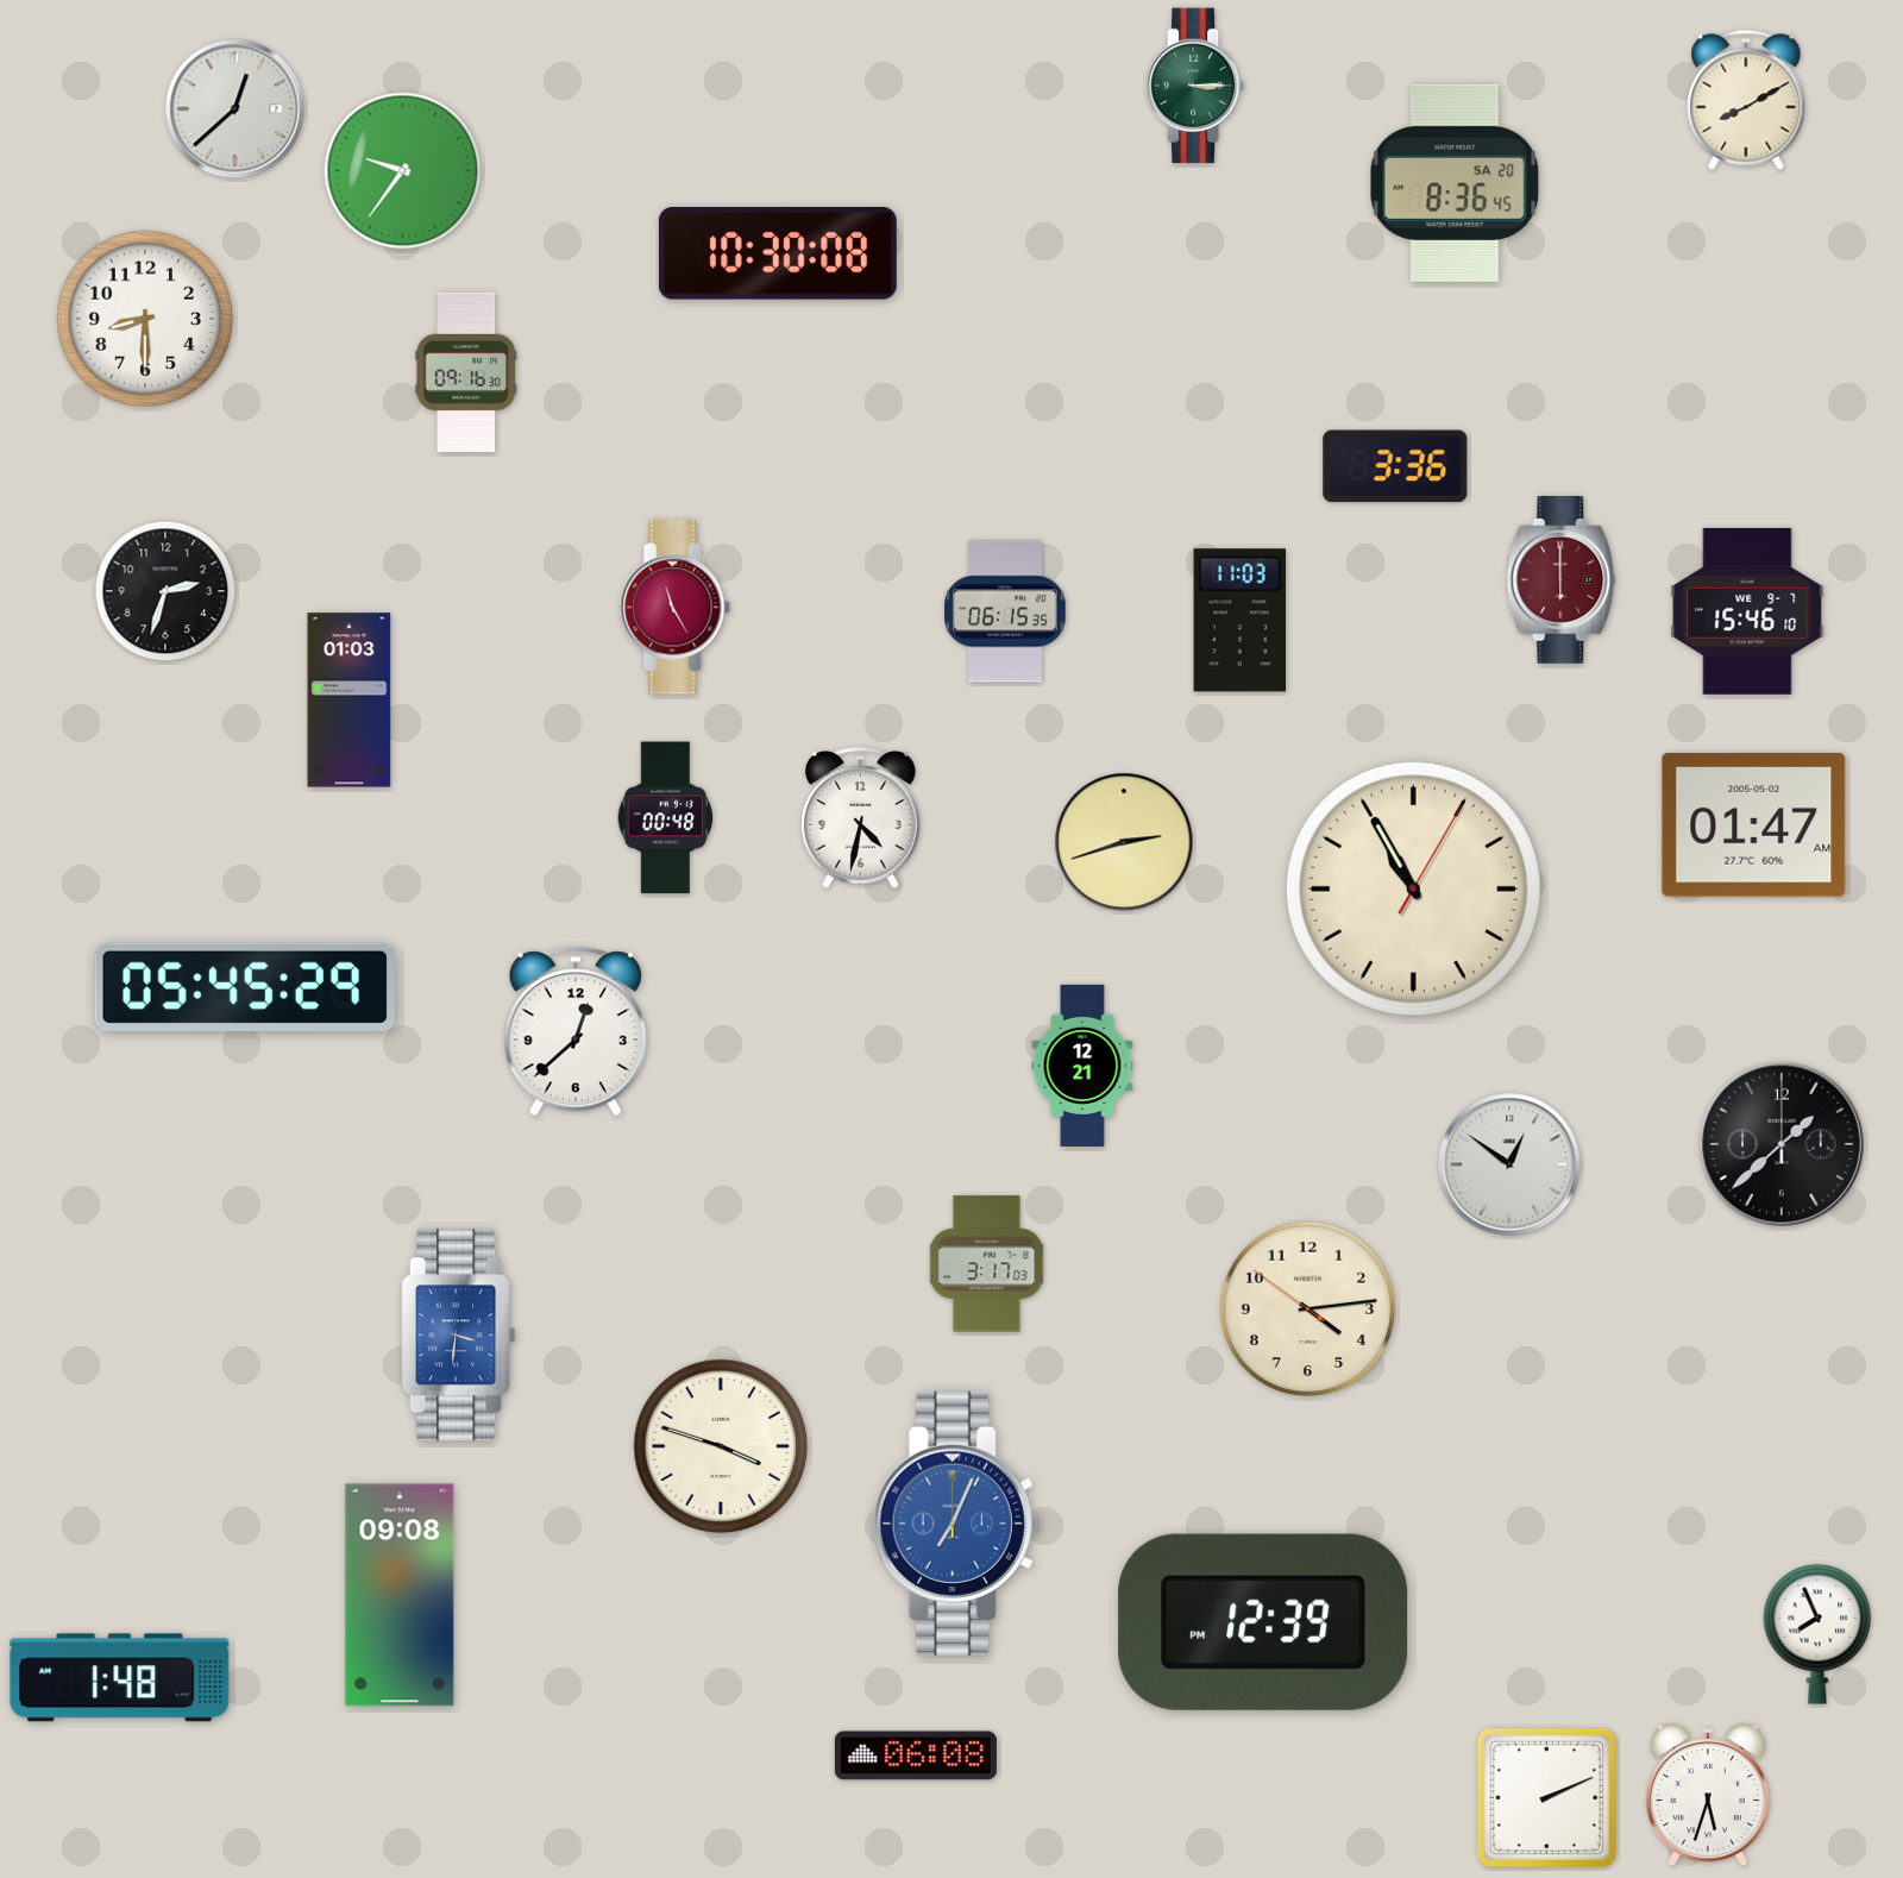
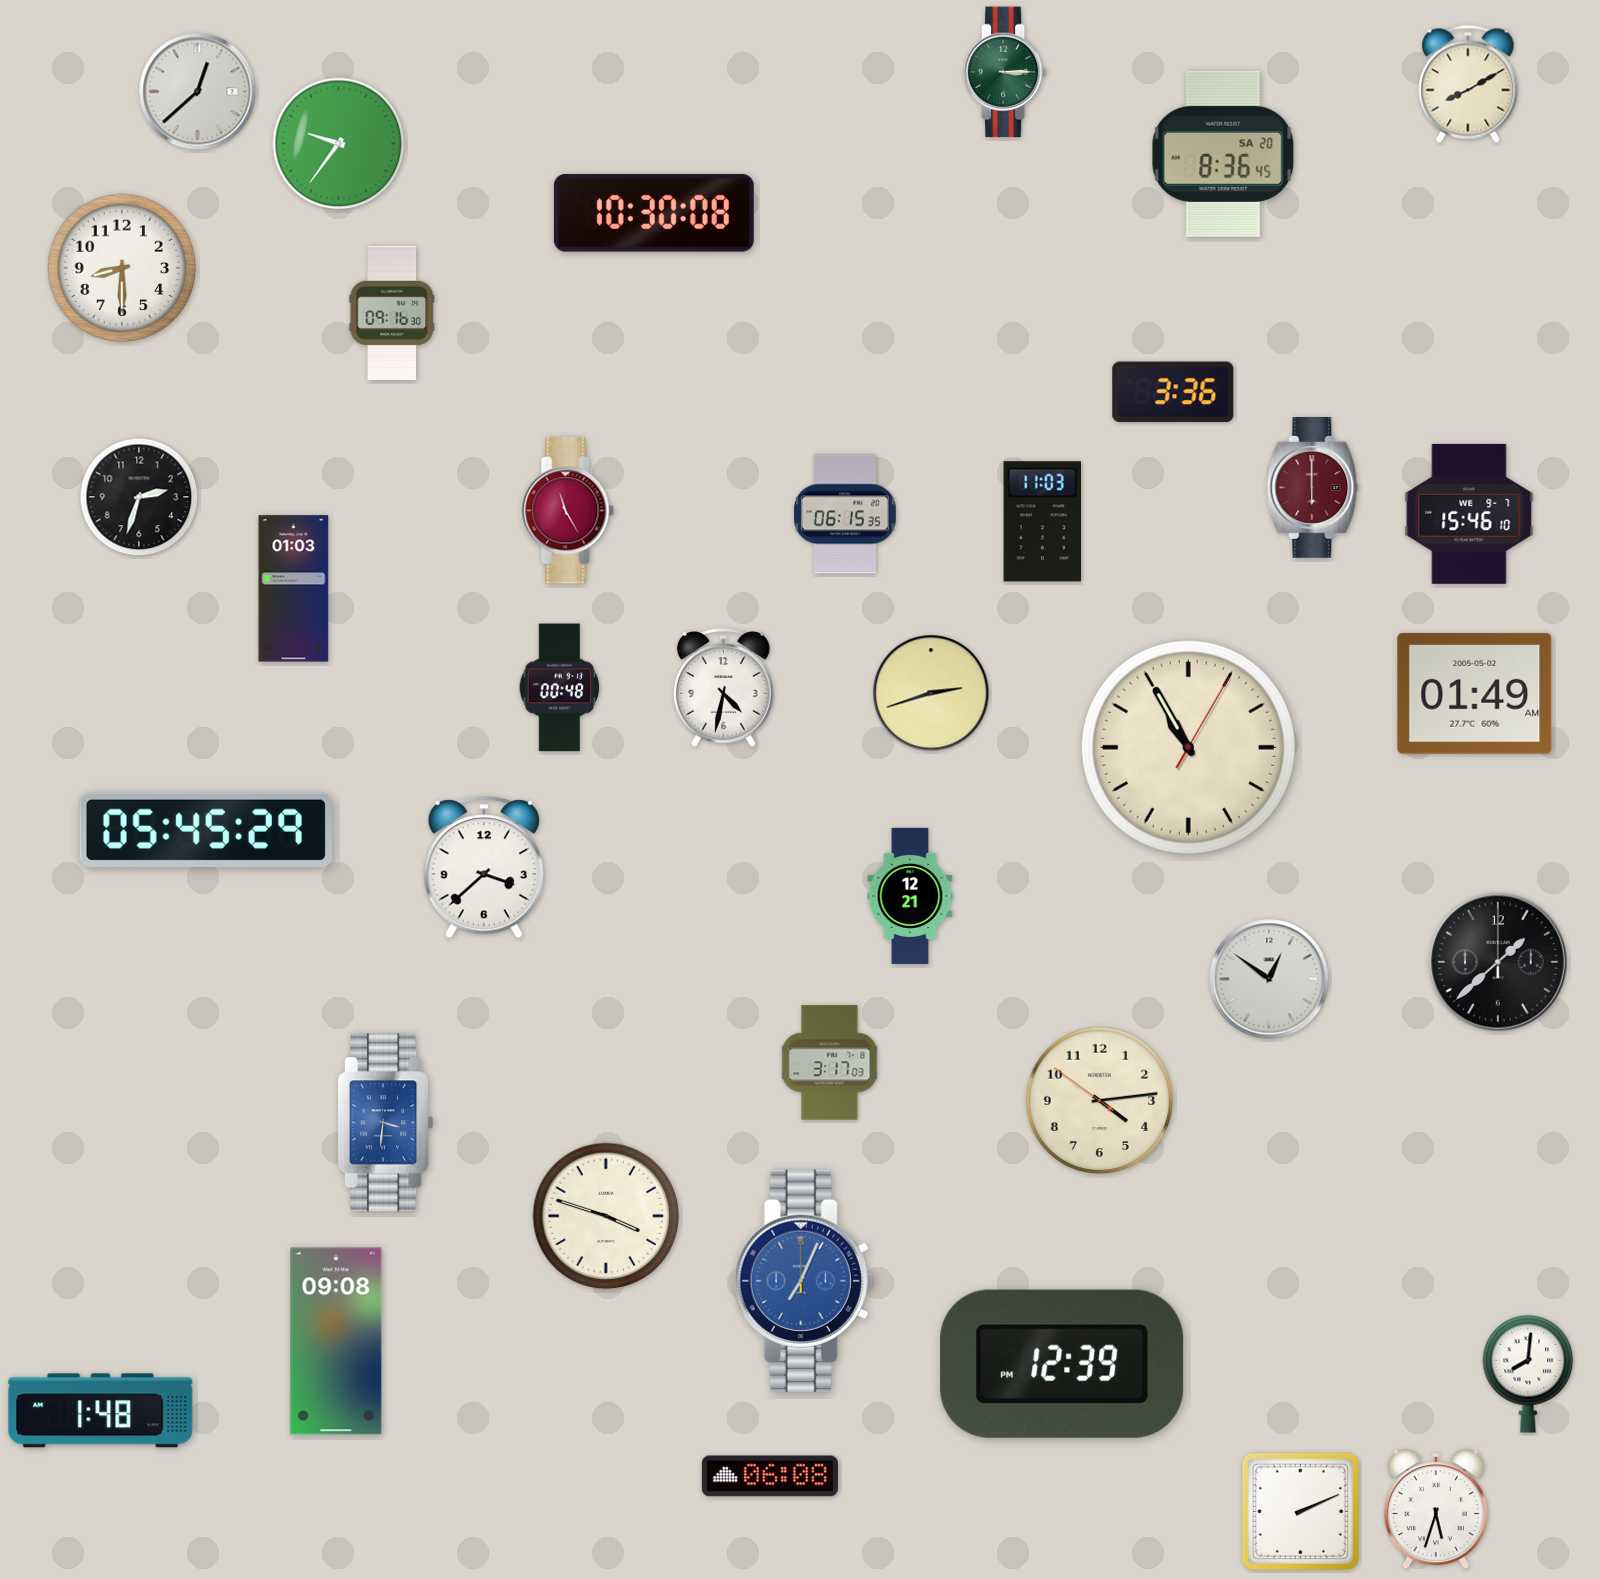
clock at (1754, 825): 01:47 -> 01:49
clock at (1124, 842) position: (1124, 842) -> (931, 693)
clock at (576, 1031): 12:38 -> 3:38
clock at (1817, 1634): 7:56 -> 8:01
